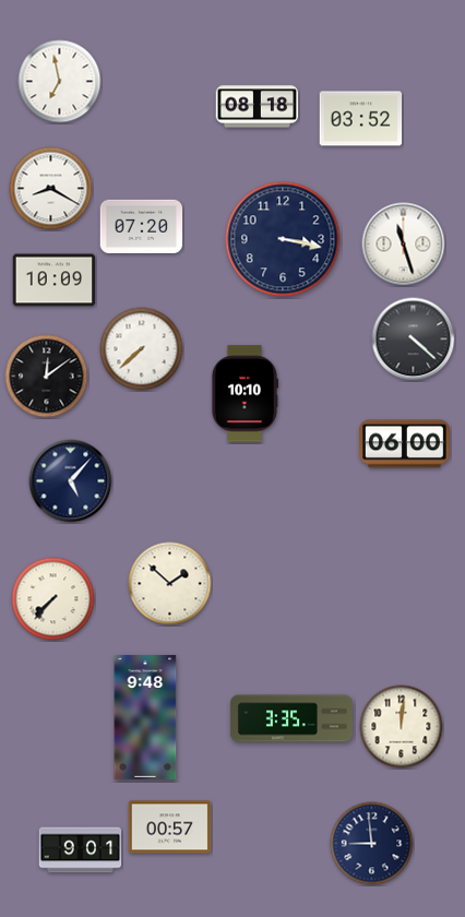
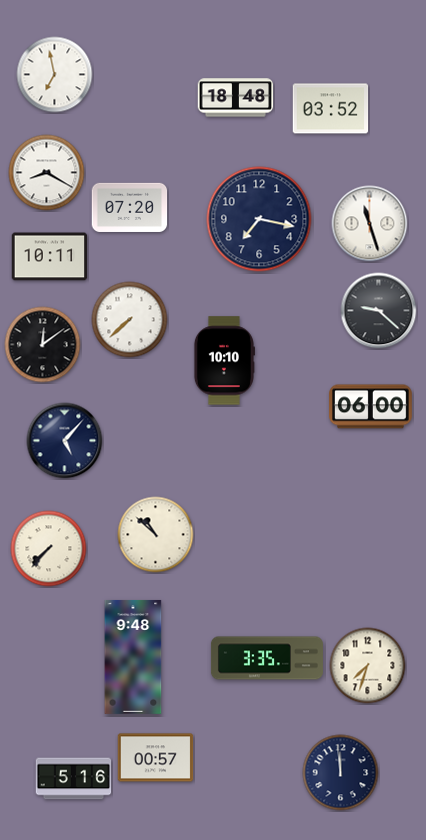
clock at (258, 107): 08:18 -> 18:48
clock at (283, 239): 3:17 -> 7:17
clock at (55, 281): 10:09 -> 10:11
clock at (414, 340): 4:22 -> 9:22
clock at (170, 584): 1:52 -> 10:52
clock at (402, 727): 12:01 -> 7:33
clock at (372, 844): 8:59 -> 11:59
clock at (81, 850): 9:01 -> 5:16
